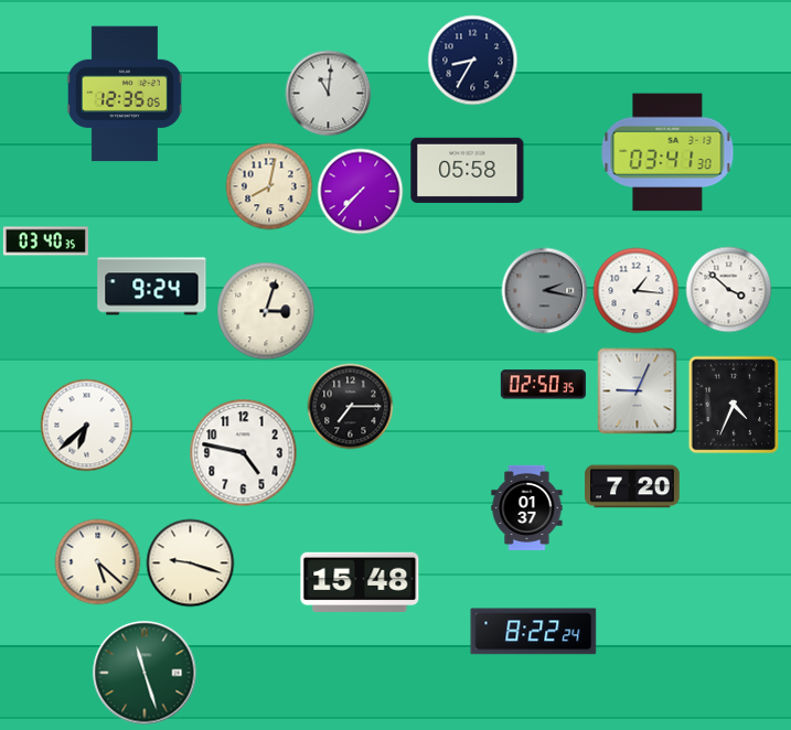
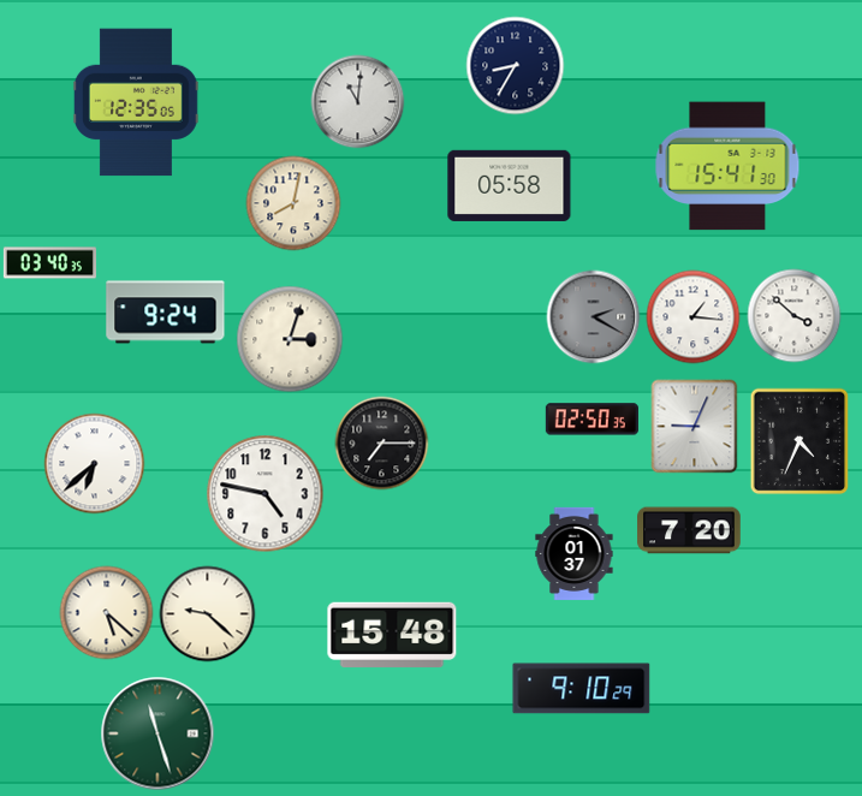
clock at (667, 152): 03:41 -> 15:41
clock at (360, 191): 7:37 -> none
clock at (544, 290): 2:17 -> 2:20
clock at (190, 562): 9:18 -> 9:22
clock at (534, 632): 8:22 -> 9:10
